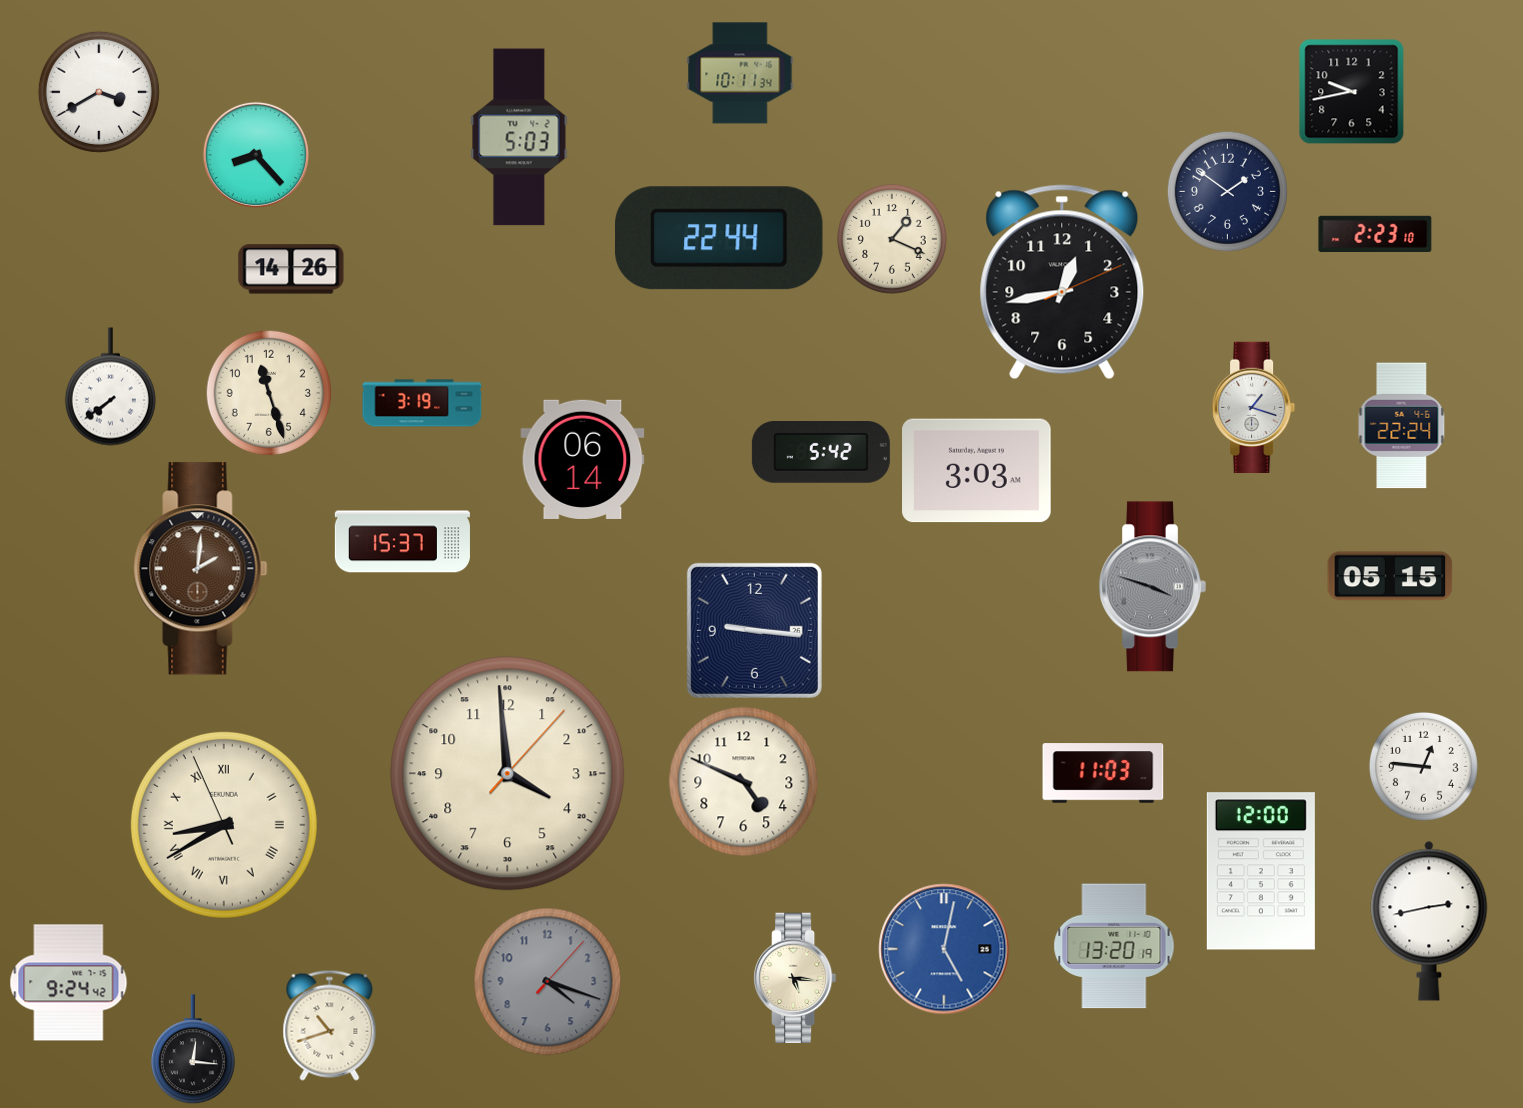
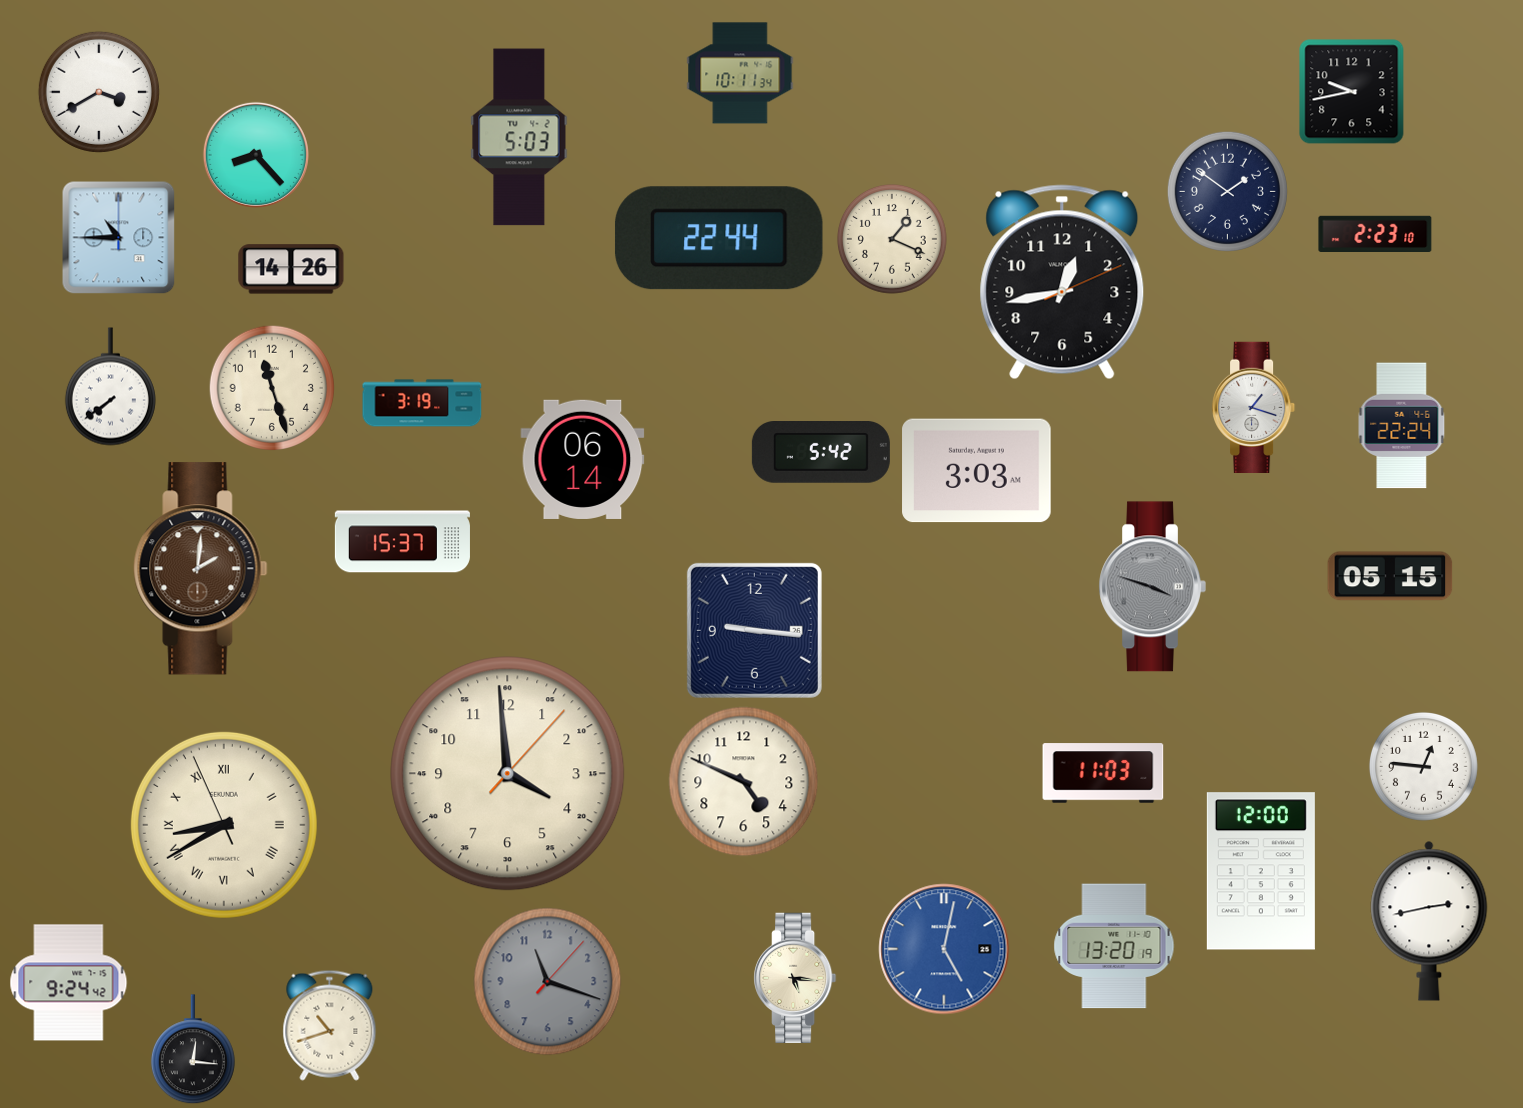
clock at (118, 237): none -> 10:45
clock at (268, 392) position: (268, 392) -> (271, 387)
clock at (548, 982): 4:18 -> 11:18
